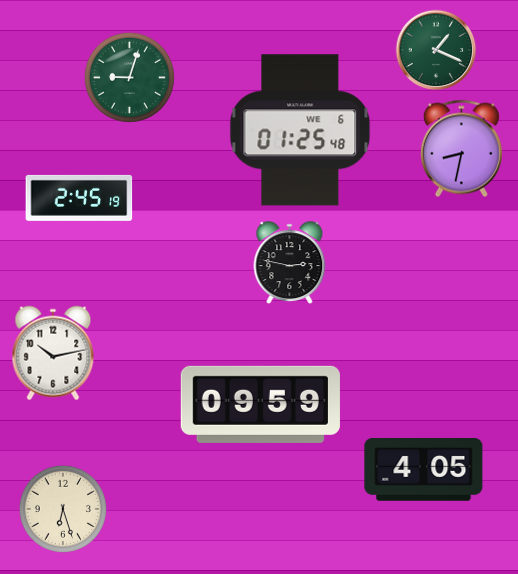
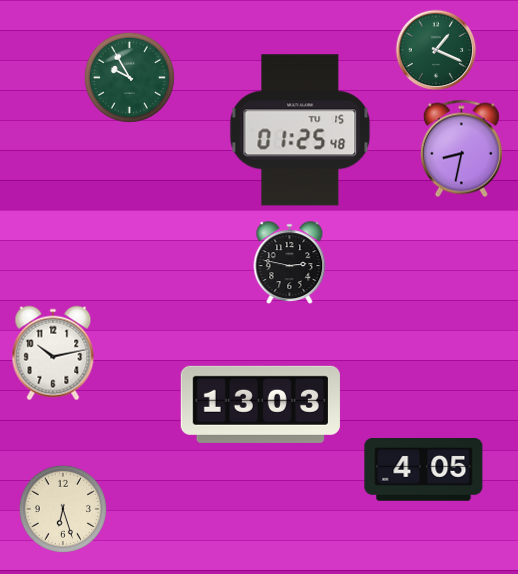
clock at (129, 77): 9:03 -> 9:55
clock at (300, 130) date: WE 6 -> TU 15
clock at (79, 198): 2:45 -> none
clock at (260, 404): 09:59 -> 13:03
